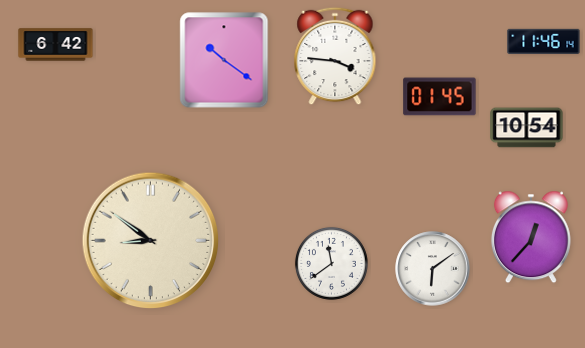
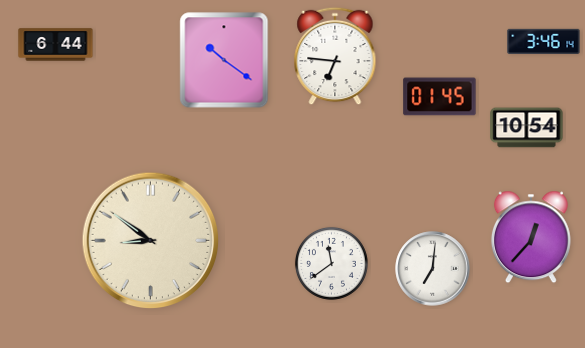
clock at (544, 41): 11:46 -> 3:46
clock at (56, 45): 6:42 -> 6:44
clock at (335, 56): 3:46 -> 6:46
clock at (433, 269): 6:09 -> 7:01
